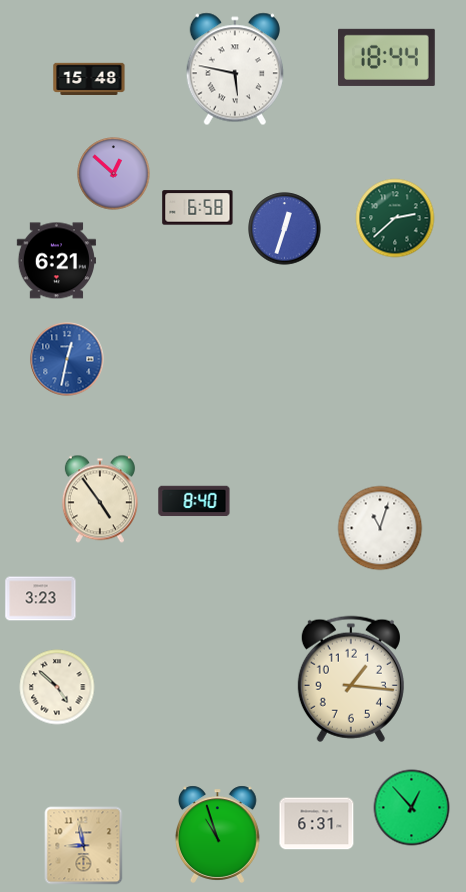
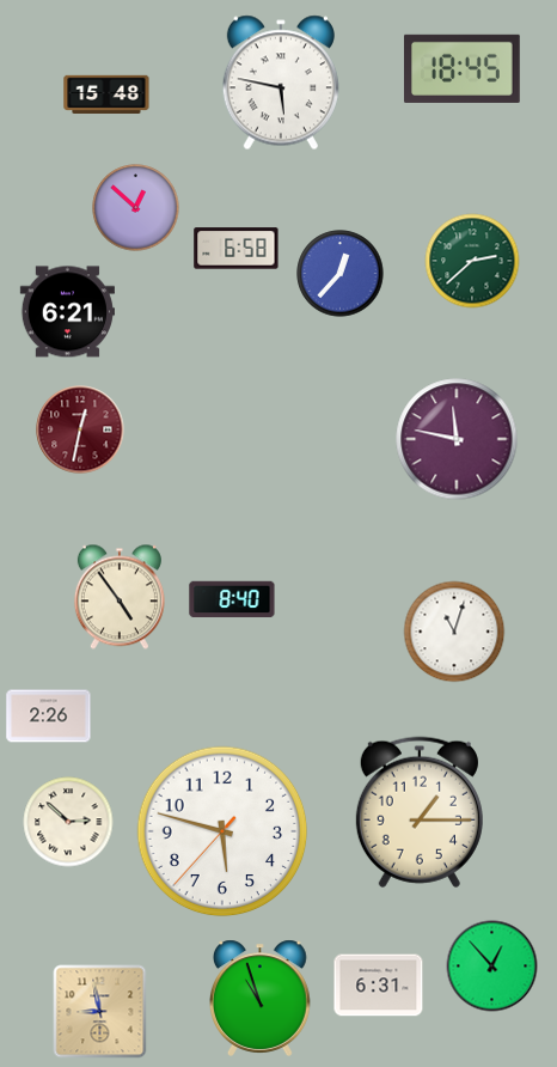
clock at (387, 57): 18:44 -> 18:45
clock at (285, 229): 12:33 -> 12:37
clock at (67, 359) dial: blue -> burgundy
clock at (457, 439): none -> 11:47
clock at (41, 599): 3:23 -> 2:26
clock at (351, 679): 1:16 -> 1:15
clock at (57, 687): 4:52 -> 2:52
clock at (222, 831): none -> 5:47
